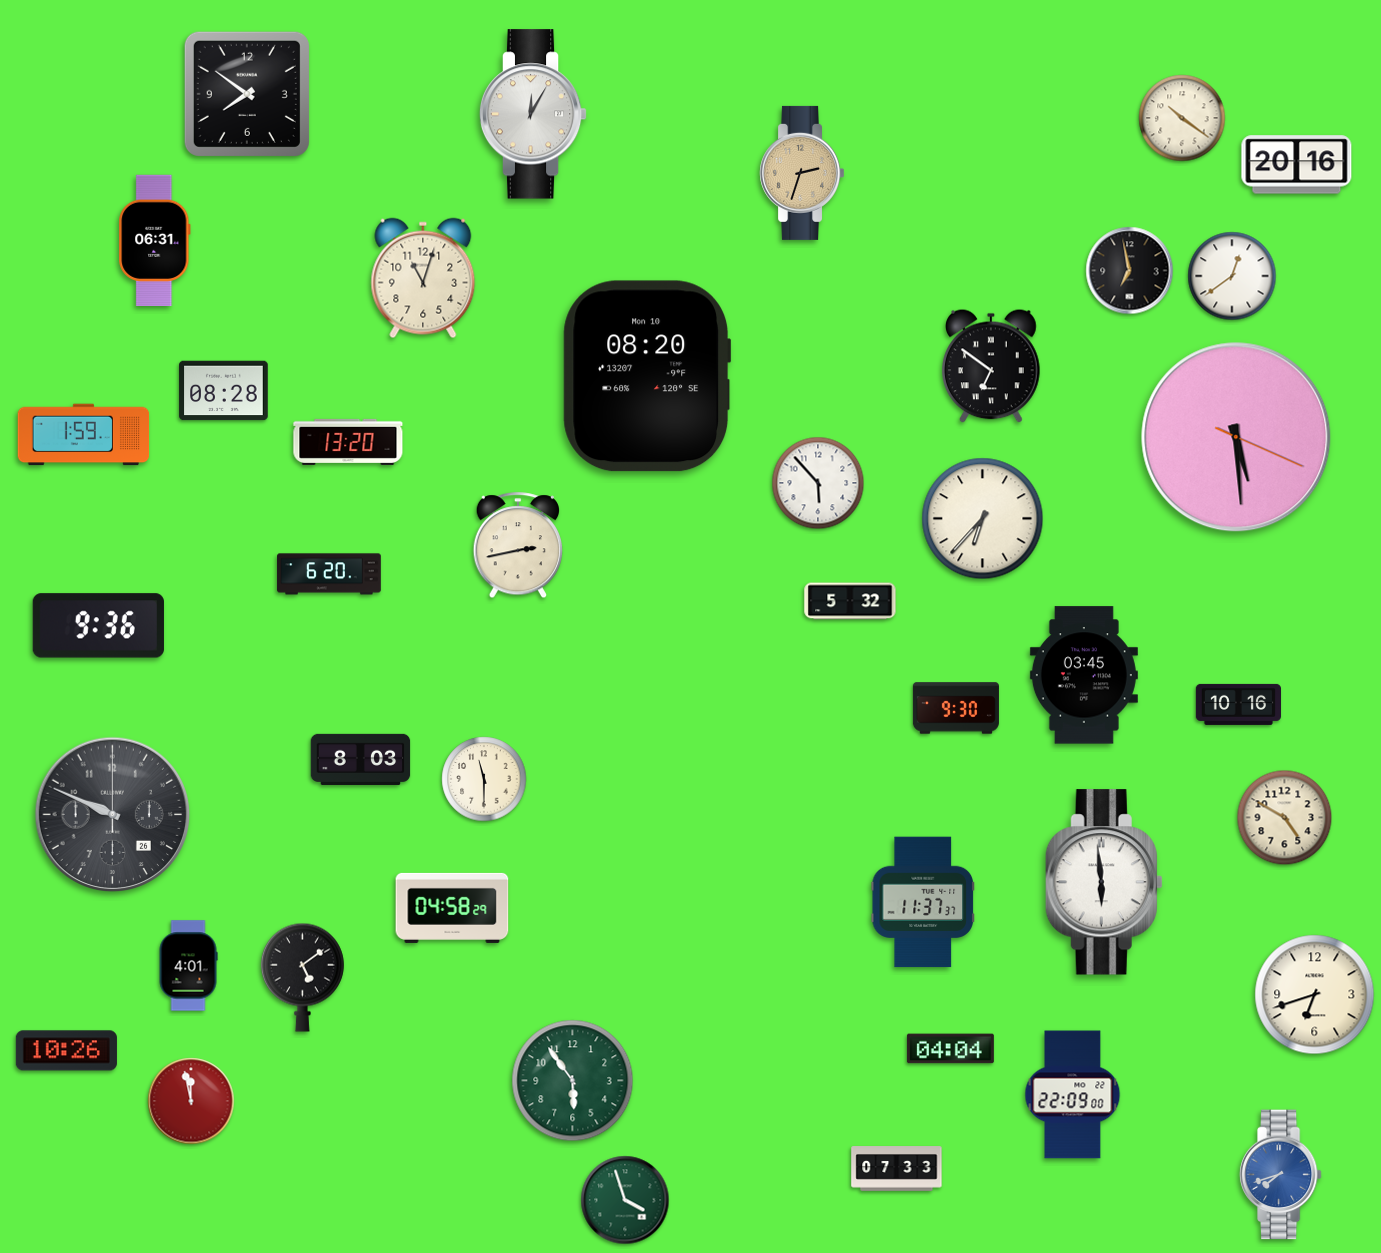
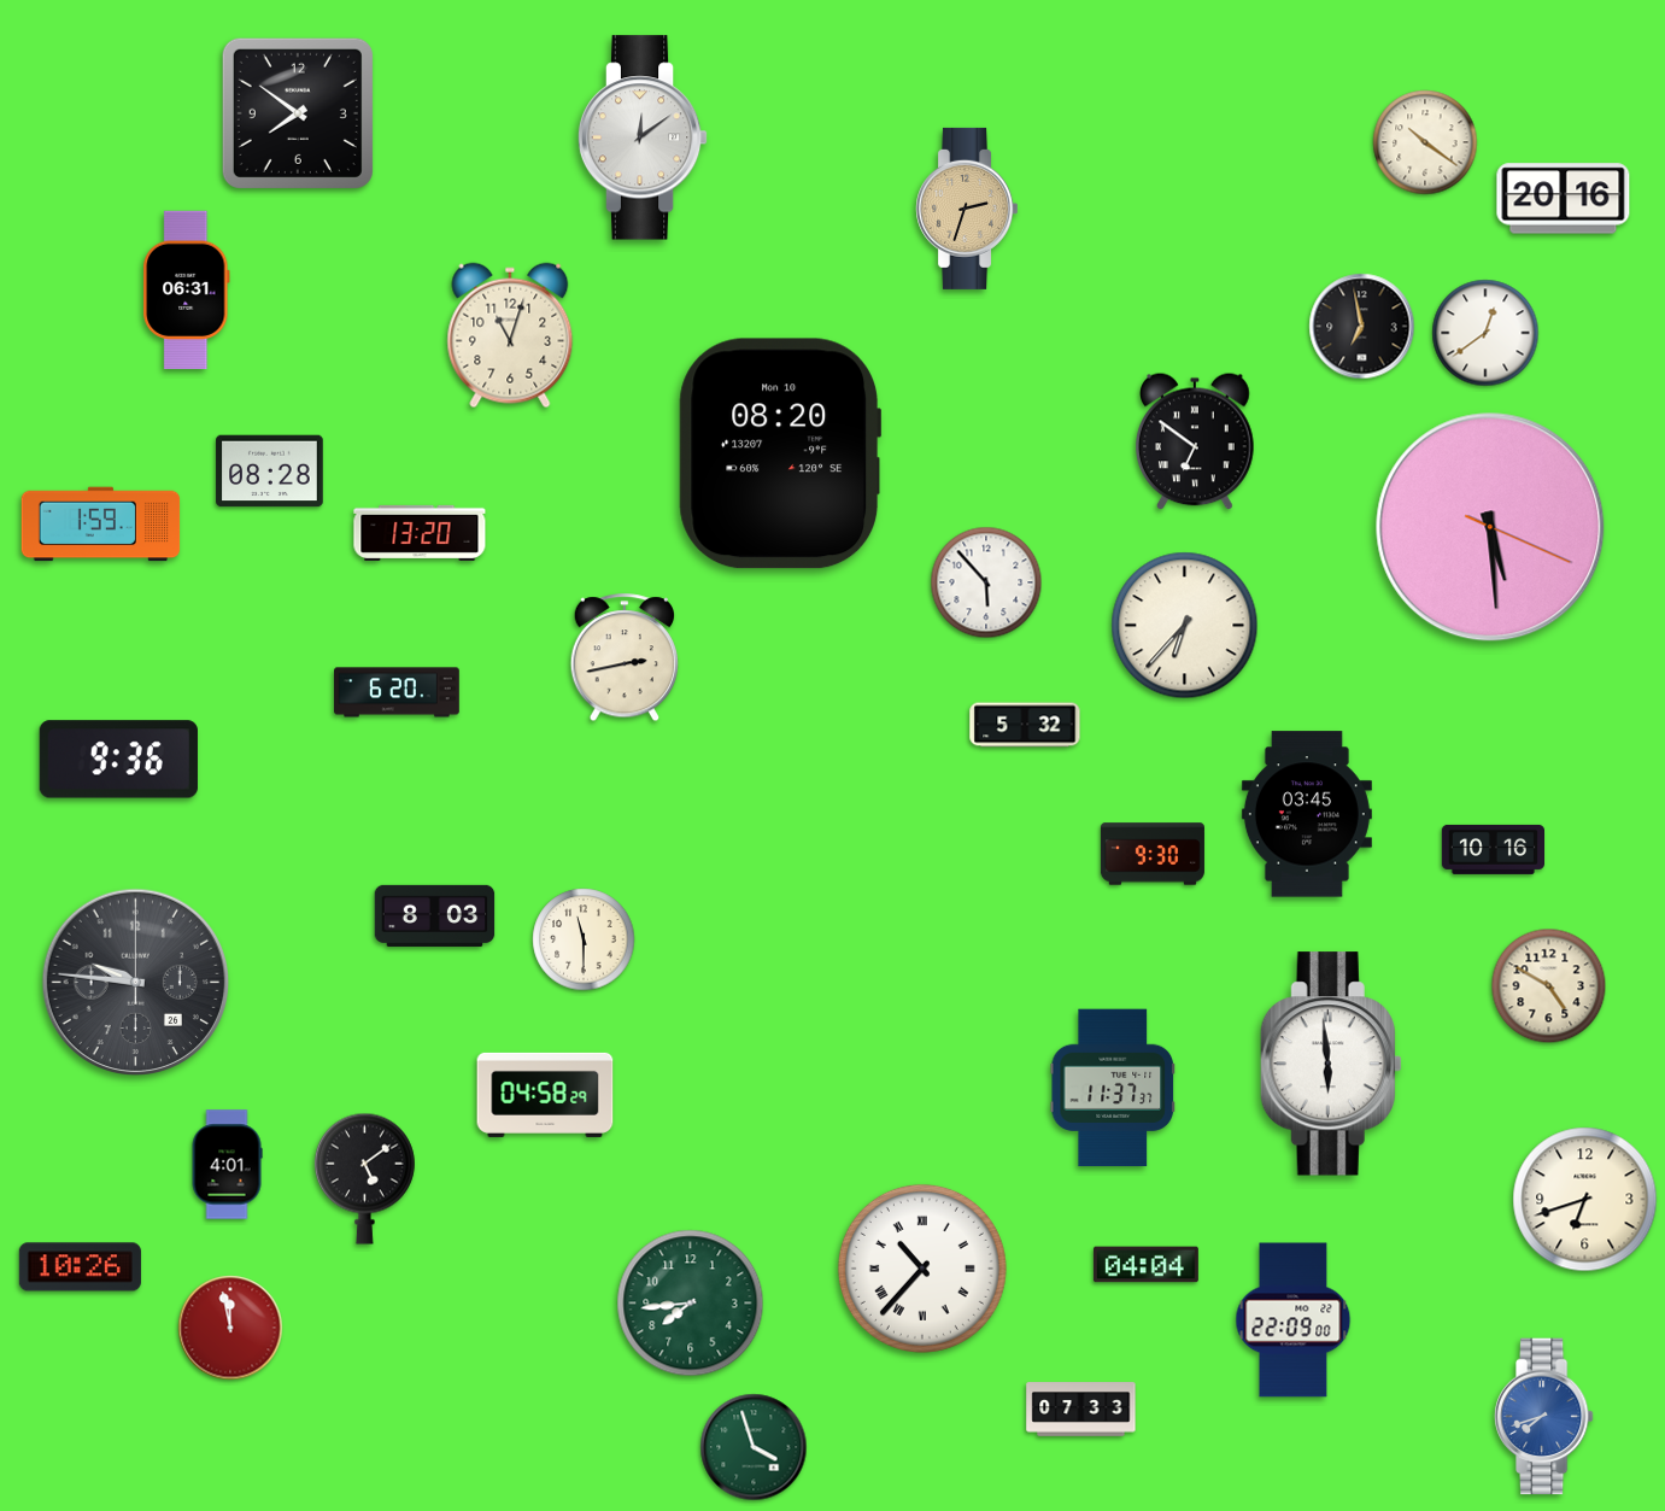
clock at (533, 114): 12:05 -> 12:09
clock at (98, 626) position: (98, 626) -> (118, 760)
clock at (113, 815): 9:49 -> 9:46
clock at (922, 1269): none -> 10:37
clock at (573, 1081): 5:54 -> 7:44
